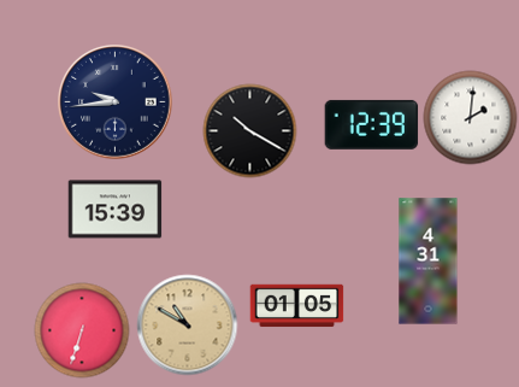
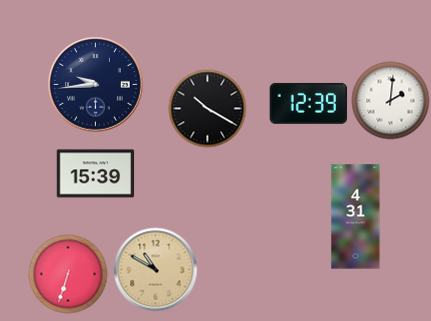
clock at (470, 117) position: (470, 117) -> (390, 100)
clock at (296, 306): 01:05 -> none
